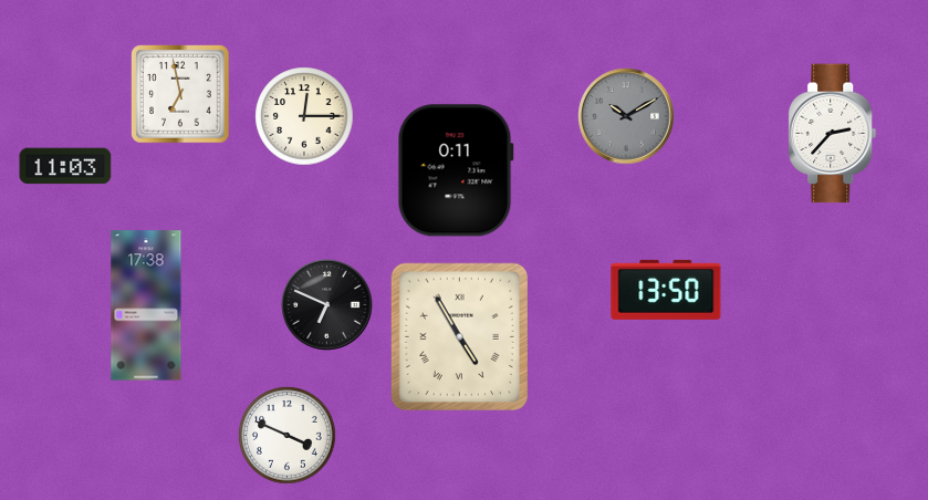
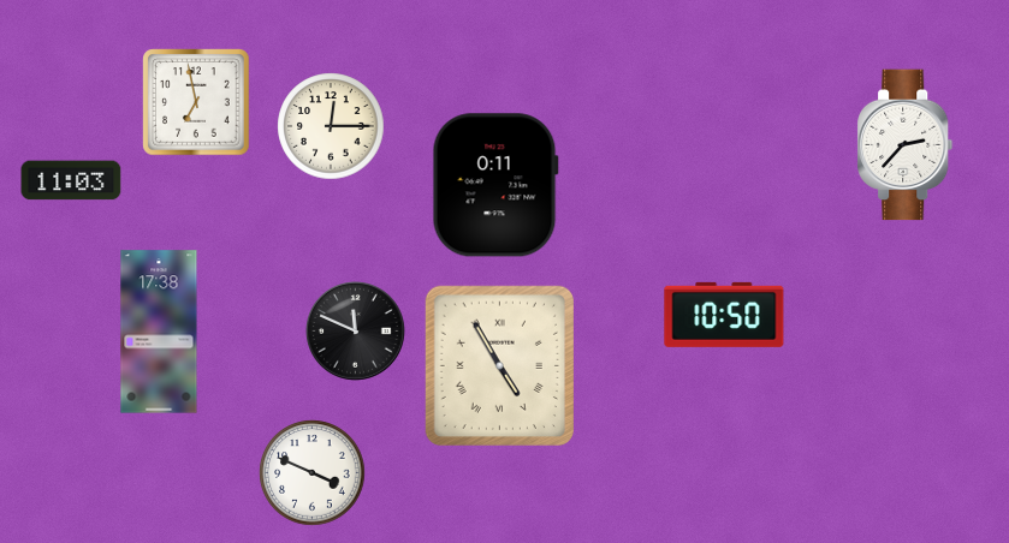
clock at (626, 116): 10:10 -> none
clock at (666, 290): 13:50 -> 10:50
clock at (327, 305): 6:49 -> 11:49
